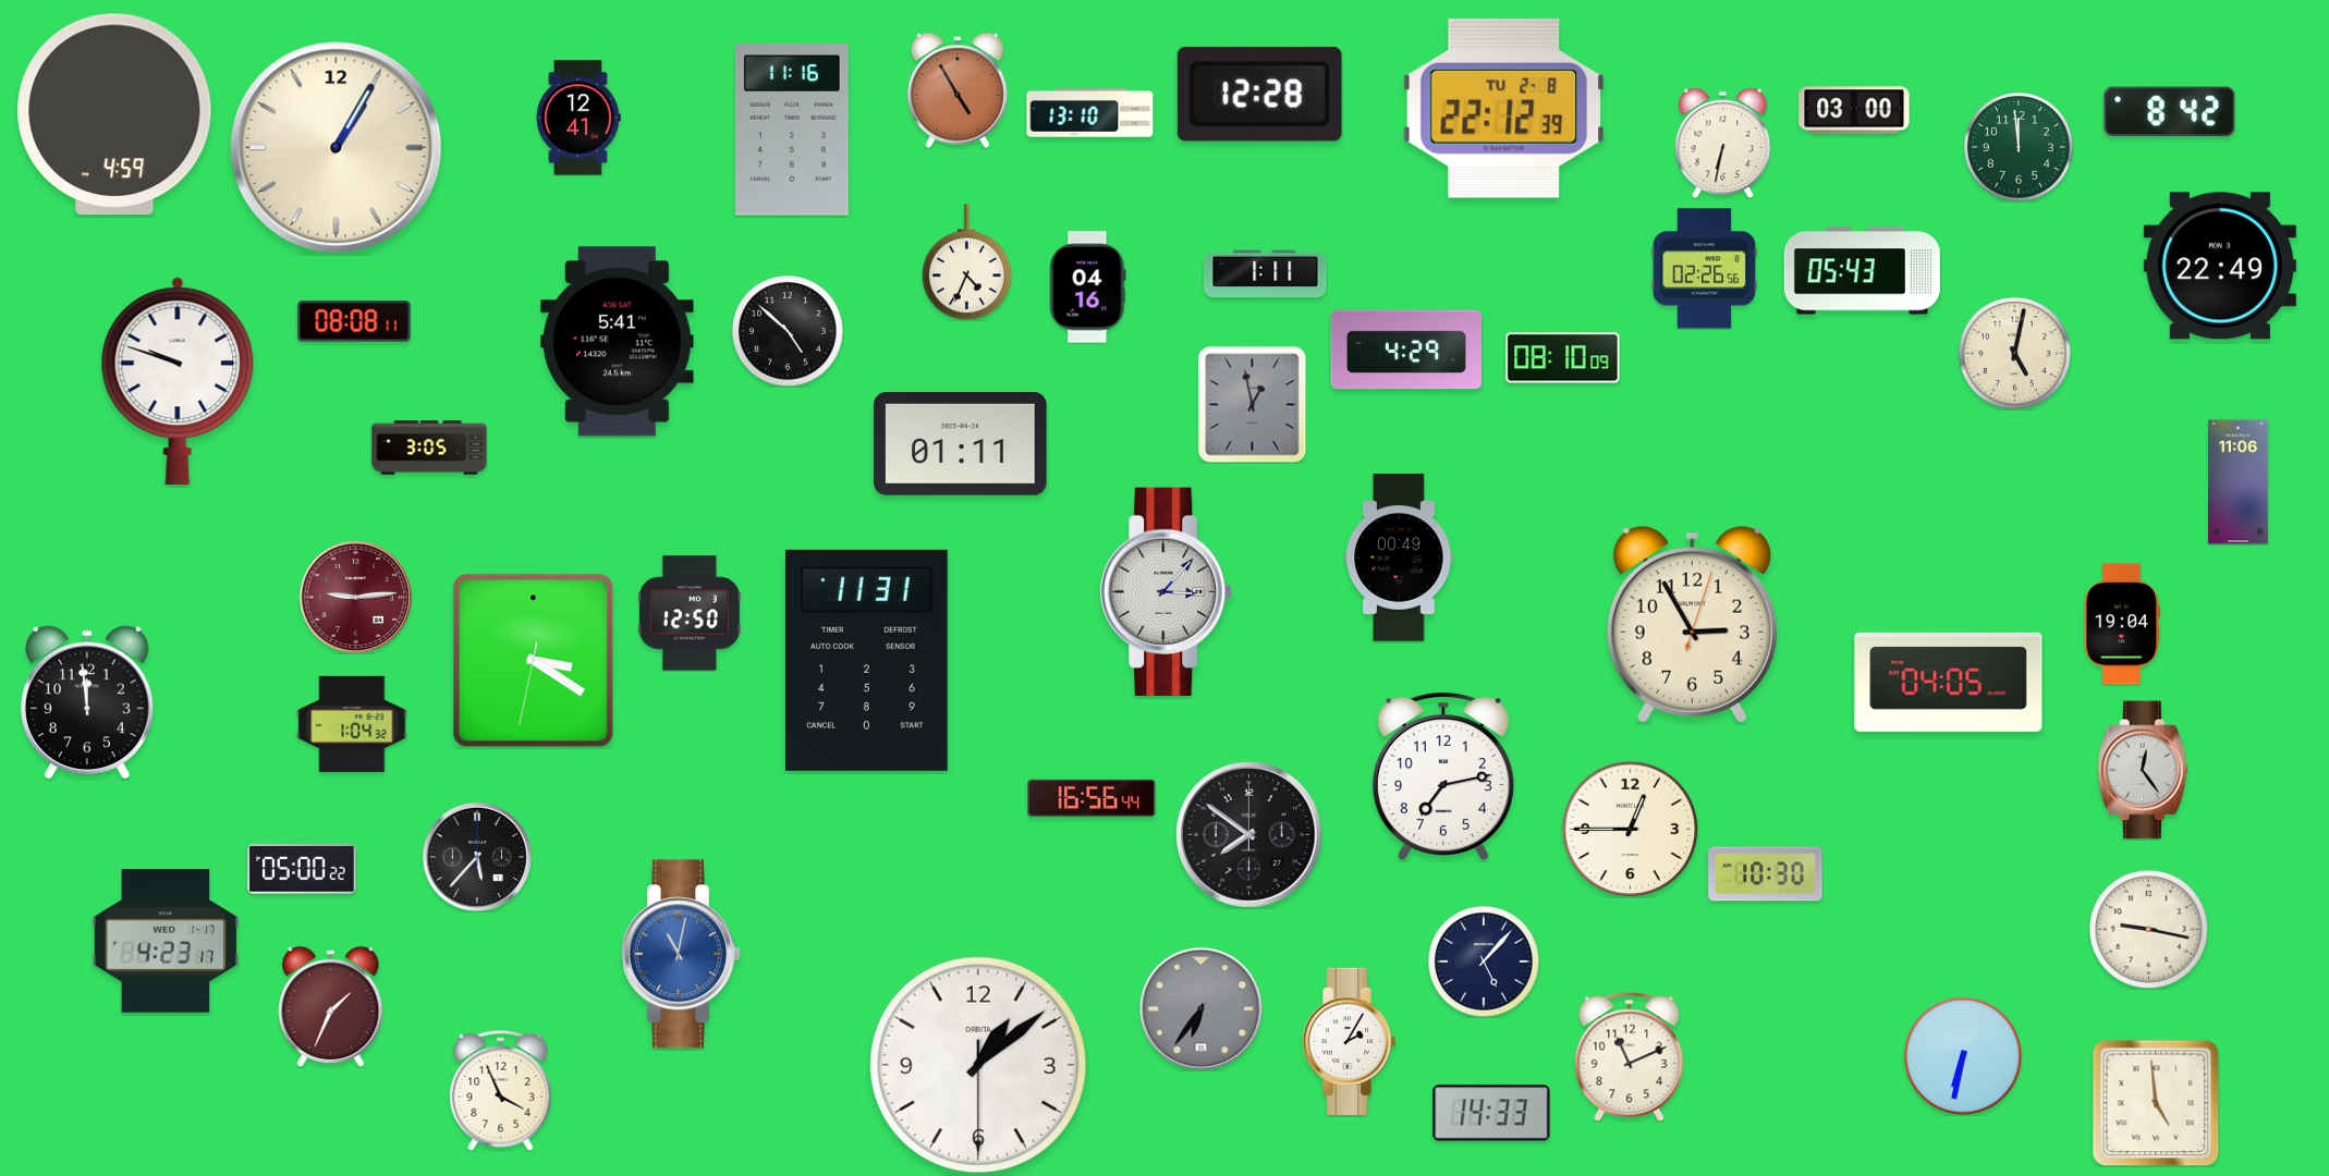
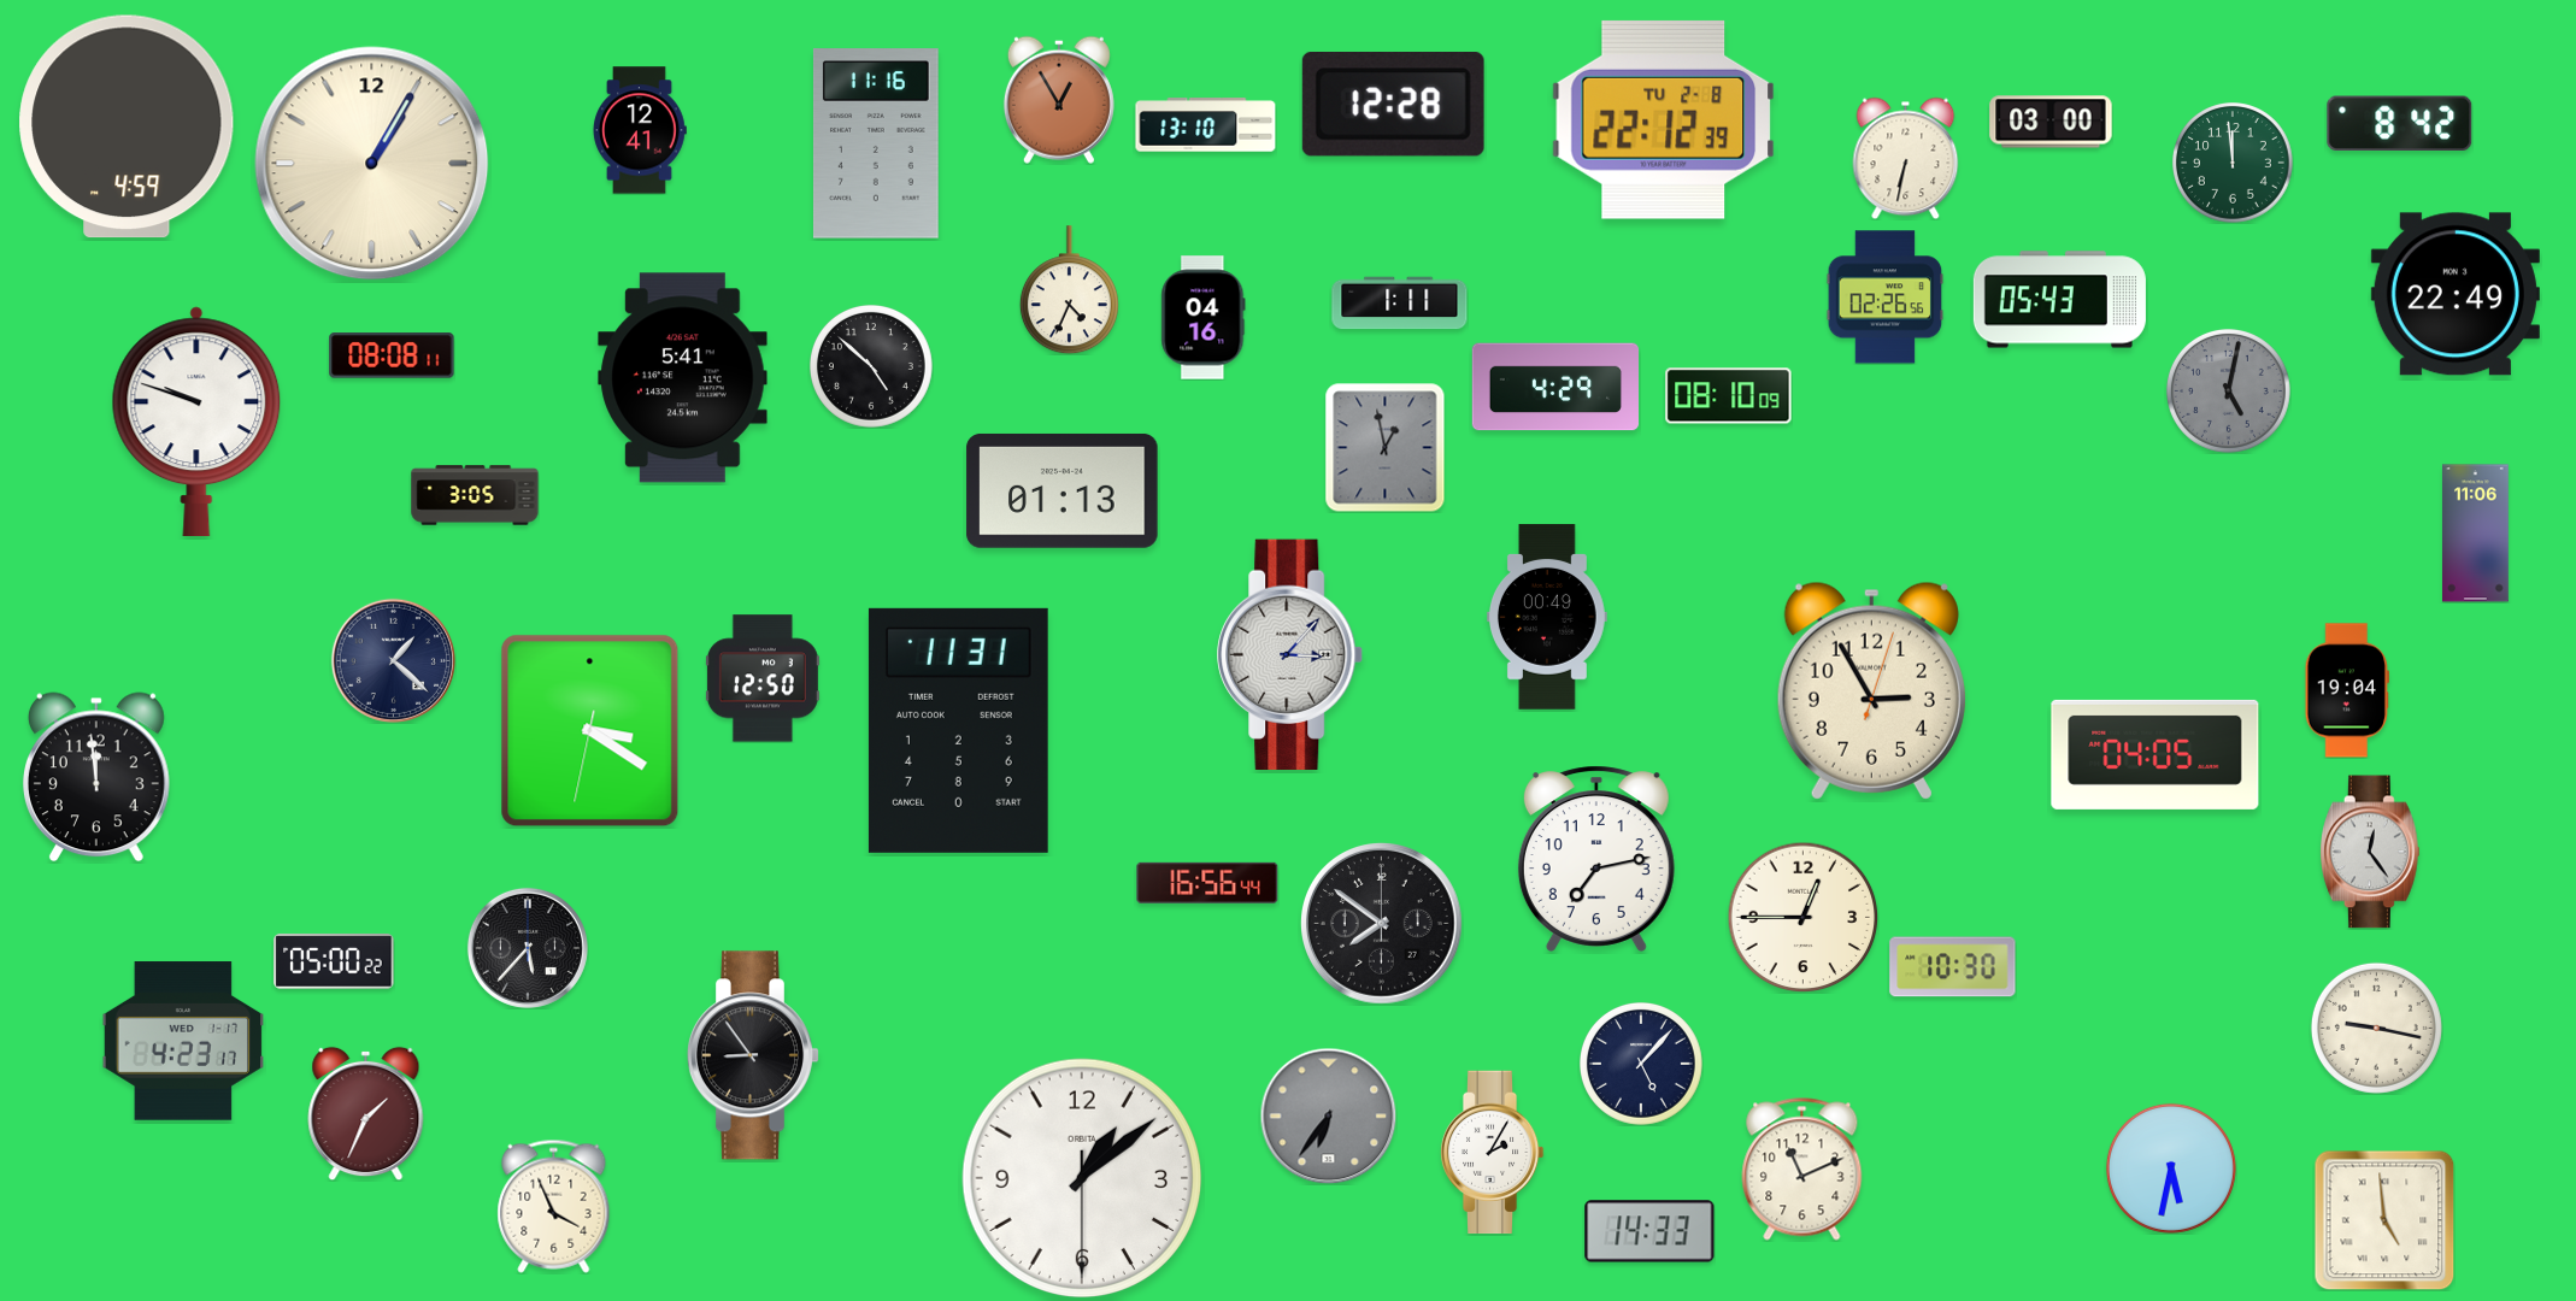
clock at (958, 90): 4:55 -> 12:55
clock at (2014, 353) dial: cream -> grey
clock at (961, 443): 01:11 -> 01:13
clock at (355, 597): 9:14 -> 1:22
clock at (355, 597) dial: burgundy -> navy
clock at (352, 724): 1:04 -> none
clock at (681, 954): 11:02 -> 8:54
clock at (681, 954) dial: blue -> black
clock at (1963, 1056): 6:32 -> 5:32
